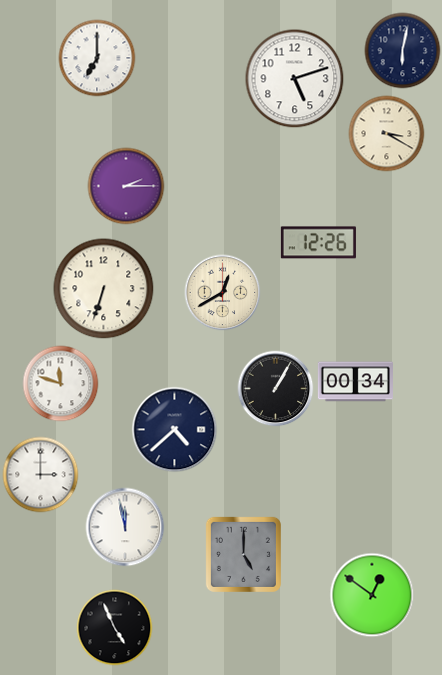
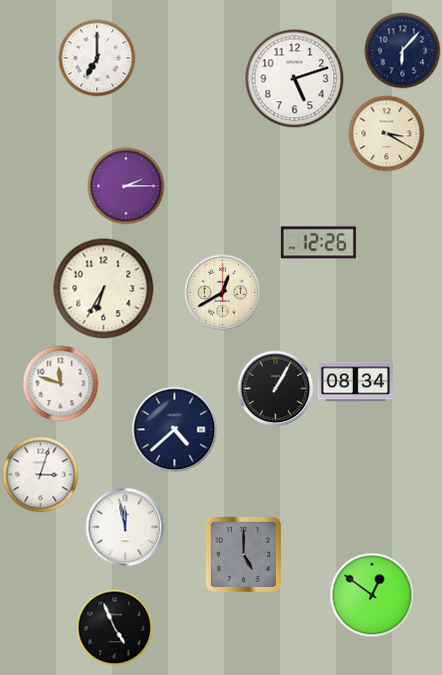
clock at (403, 51): 6:02 -> 6:07
clock at (104, 289): 6:33 -> 6:35
clock at (355, 382): 00:34 -> 08:34
clock at (41, 475): 3:00 -> 3:03
